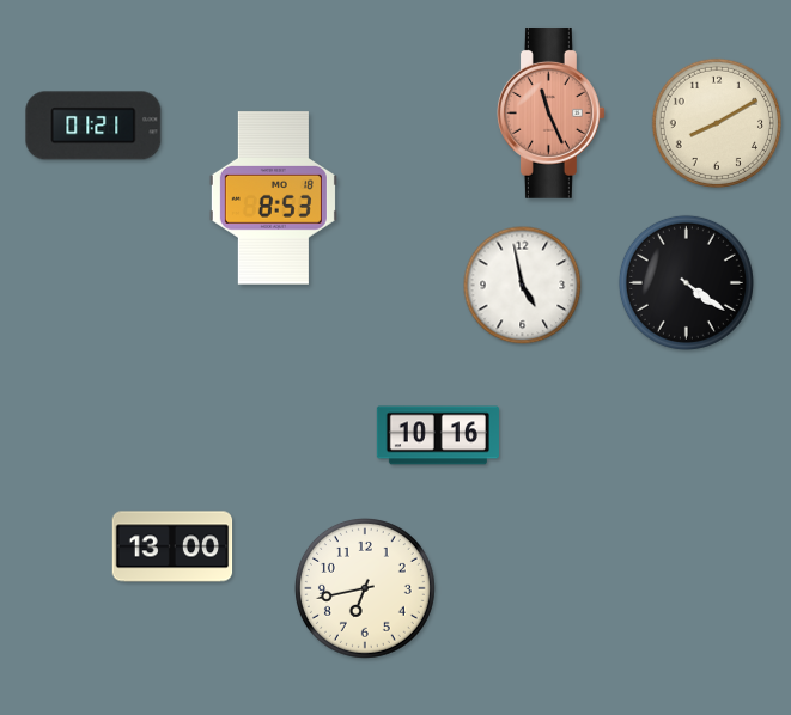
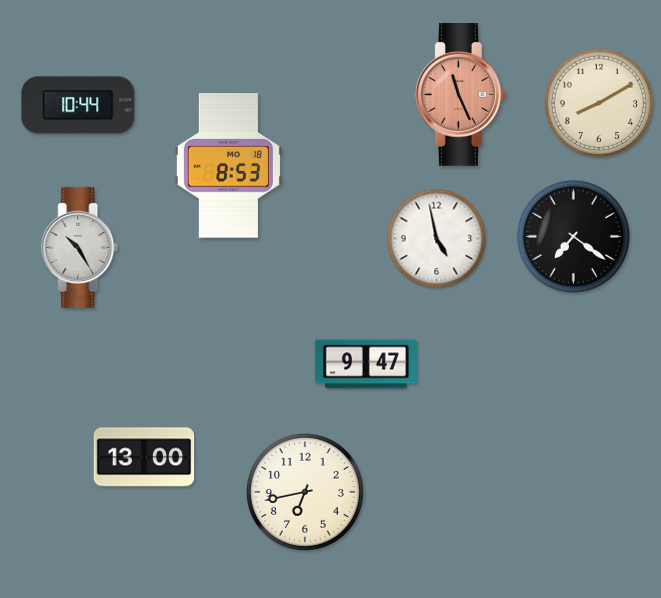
clock at (93, 126): 01:21 -> 10:44
clock at (686, 282): 4:21 -> 7:21
clock at (80, 247): none -> 10:25
clock at (438, 435): 10:16 -> 9:47
